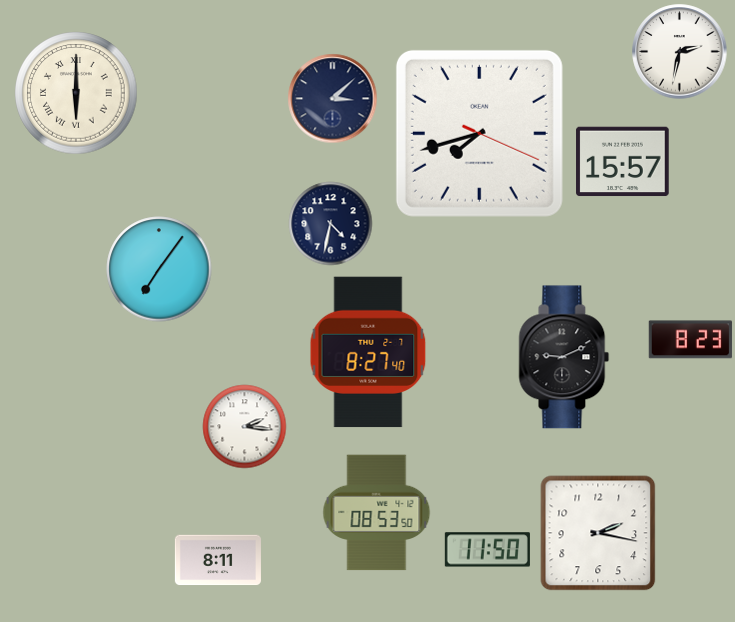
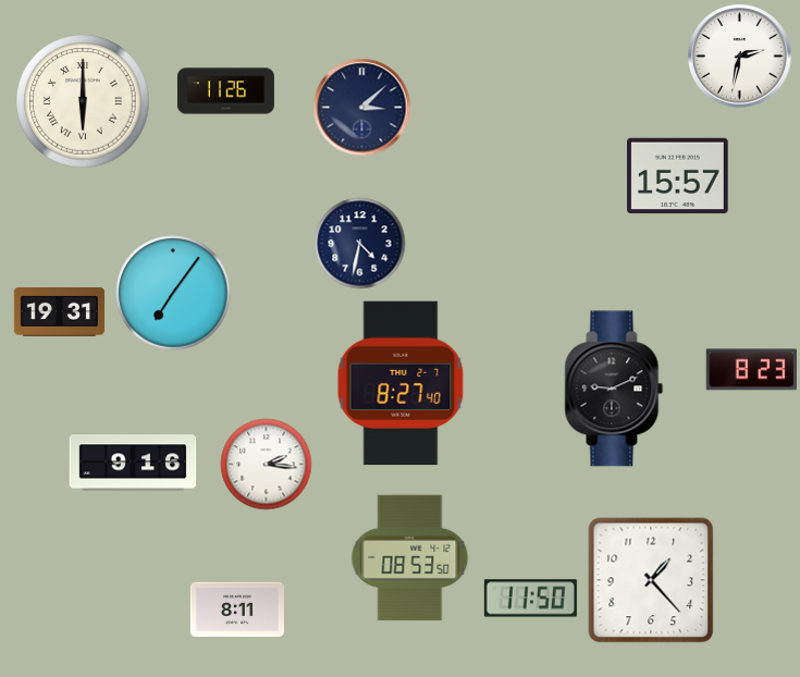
clock at (225, 91): none -> 11:26
clock at (479, 133): 7:42 -> none
clock at (60, 312): none -> 19:31
clock at (133, 463): none -> 9:16
clock at (598, 533): 2:17 -> 1:23
